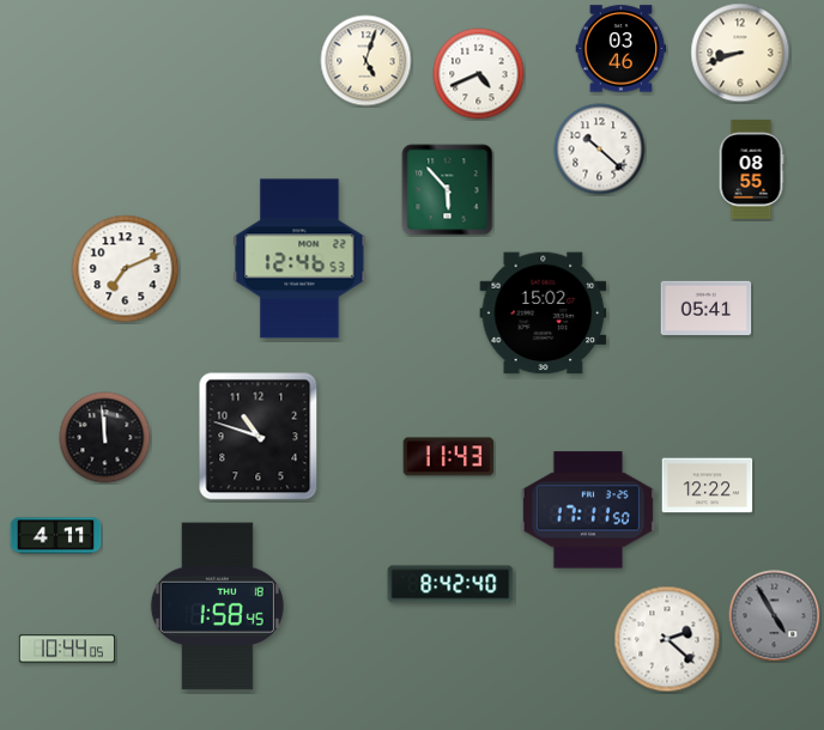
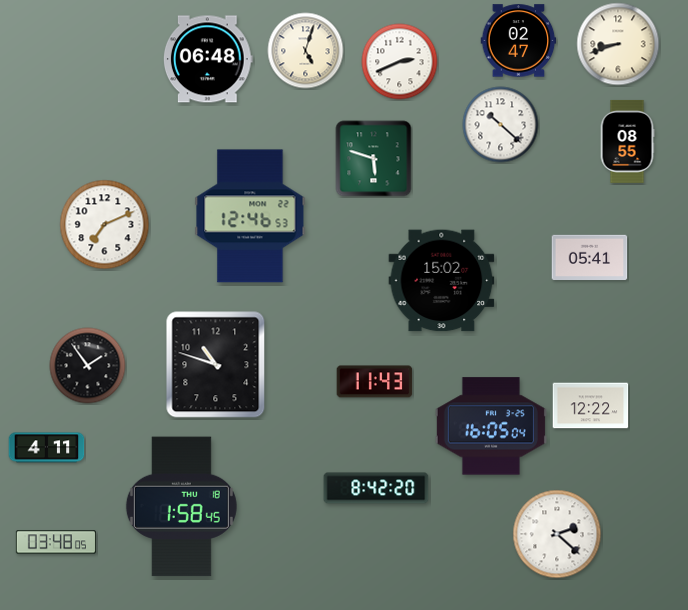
clock at (622, 49): 03:46 -> 02:47
clock at (208, 59): none -> 06:48
clock at (479, 74): 4:41 -> 2:41
clock at (448, 190): 5:53 -> 5:48
clock at (544, 314) position: (544, 314) -> (442, 281)
clock at (105, 438): 11:59 -> 1:54
clock at (588, 510): 17:11 -> 16:05
clock at (450, 584): 8:42:40 -> 8:42:20
clock at (775, 616): 4:55 -> none
clock at (67, 649): 10:44 -> 03:48
